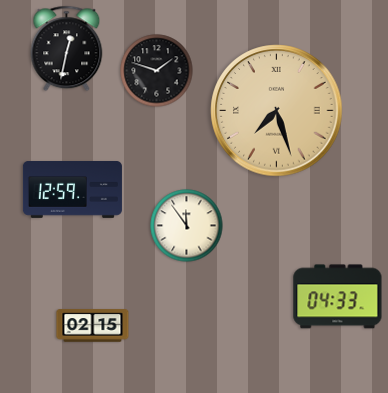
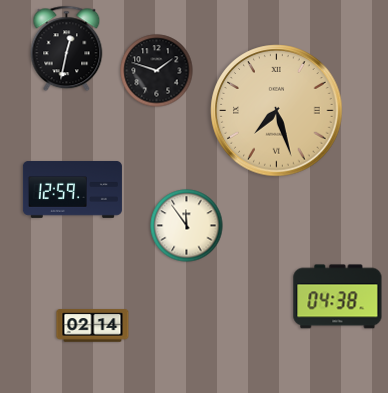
clock at (338, 297): 04:33 -> 04:38
clock at (93, 326): 02:15 -> 02:14
